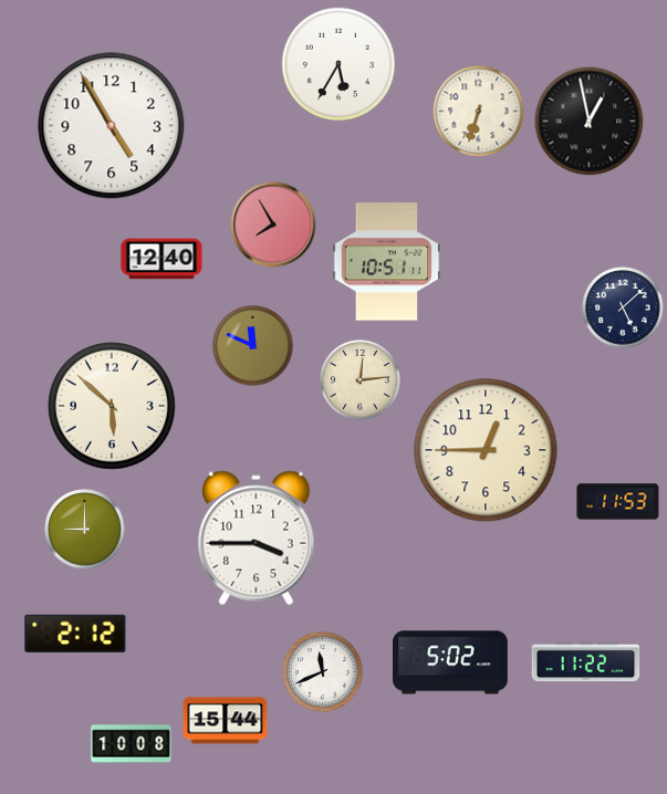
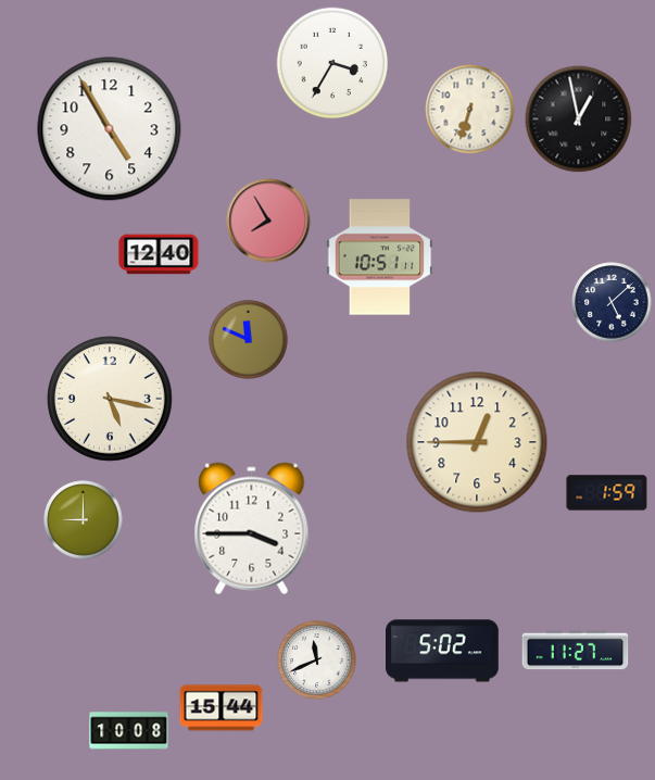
clock at (338, 64): 5:35 -> 3:35
clock at (112, 126) position: (112, 126) -> (110, 129)
clock at (361, 380): 12:14 -> none
clock at (113, 407): 5:52 -> 5:17
clock at (618, 502): 11:53 -> 1:59
clock at (75, 634): 2:12 -> none
clock at (586, 662): 11:22 -> 11:27
